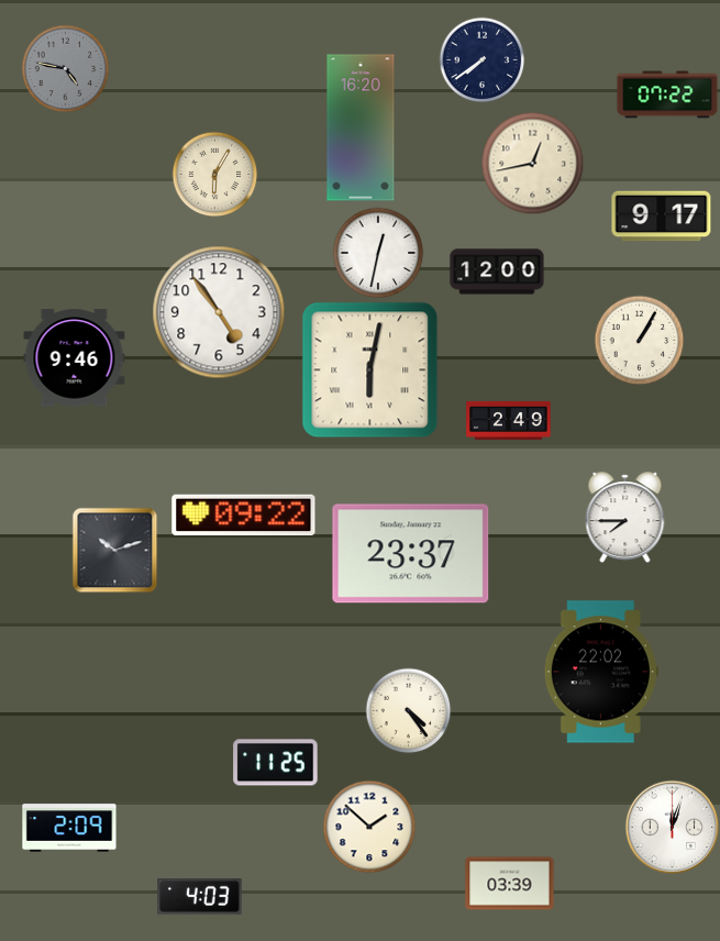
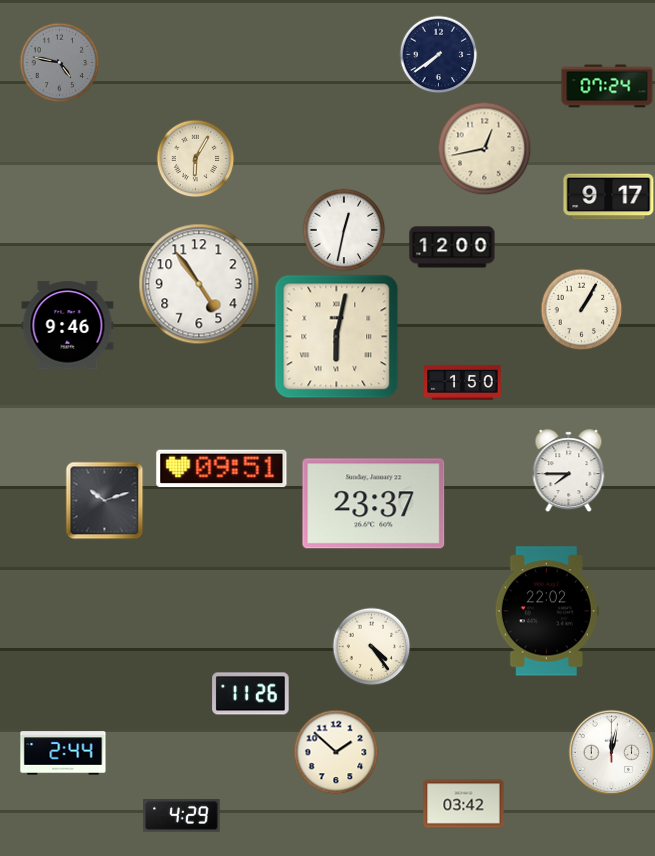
clock at (667, 95): 07:22 -> 07:24
clock at (361, 128): 16:20 -> none
clock at (662, 217) position: (662, 217) -> (609, 197)
clock at (509, 420): 2:49 -> 1:50
clock at (244, 516): 09:22 -> 09:51
clock at (276, 763): 11:25 -> 11:26
clock at (672, 827): 12:03 -> 12:02
clock at (69, 828): 2:09 -> 2:44
clock at (510, 884): 03:39 -> 03:42
clock at (200, 897): 4:03 -> 4:29
